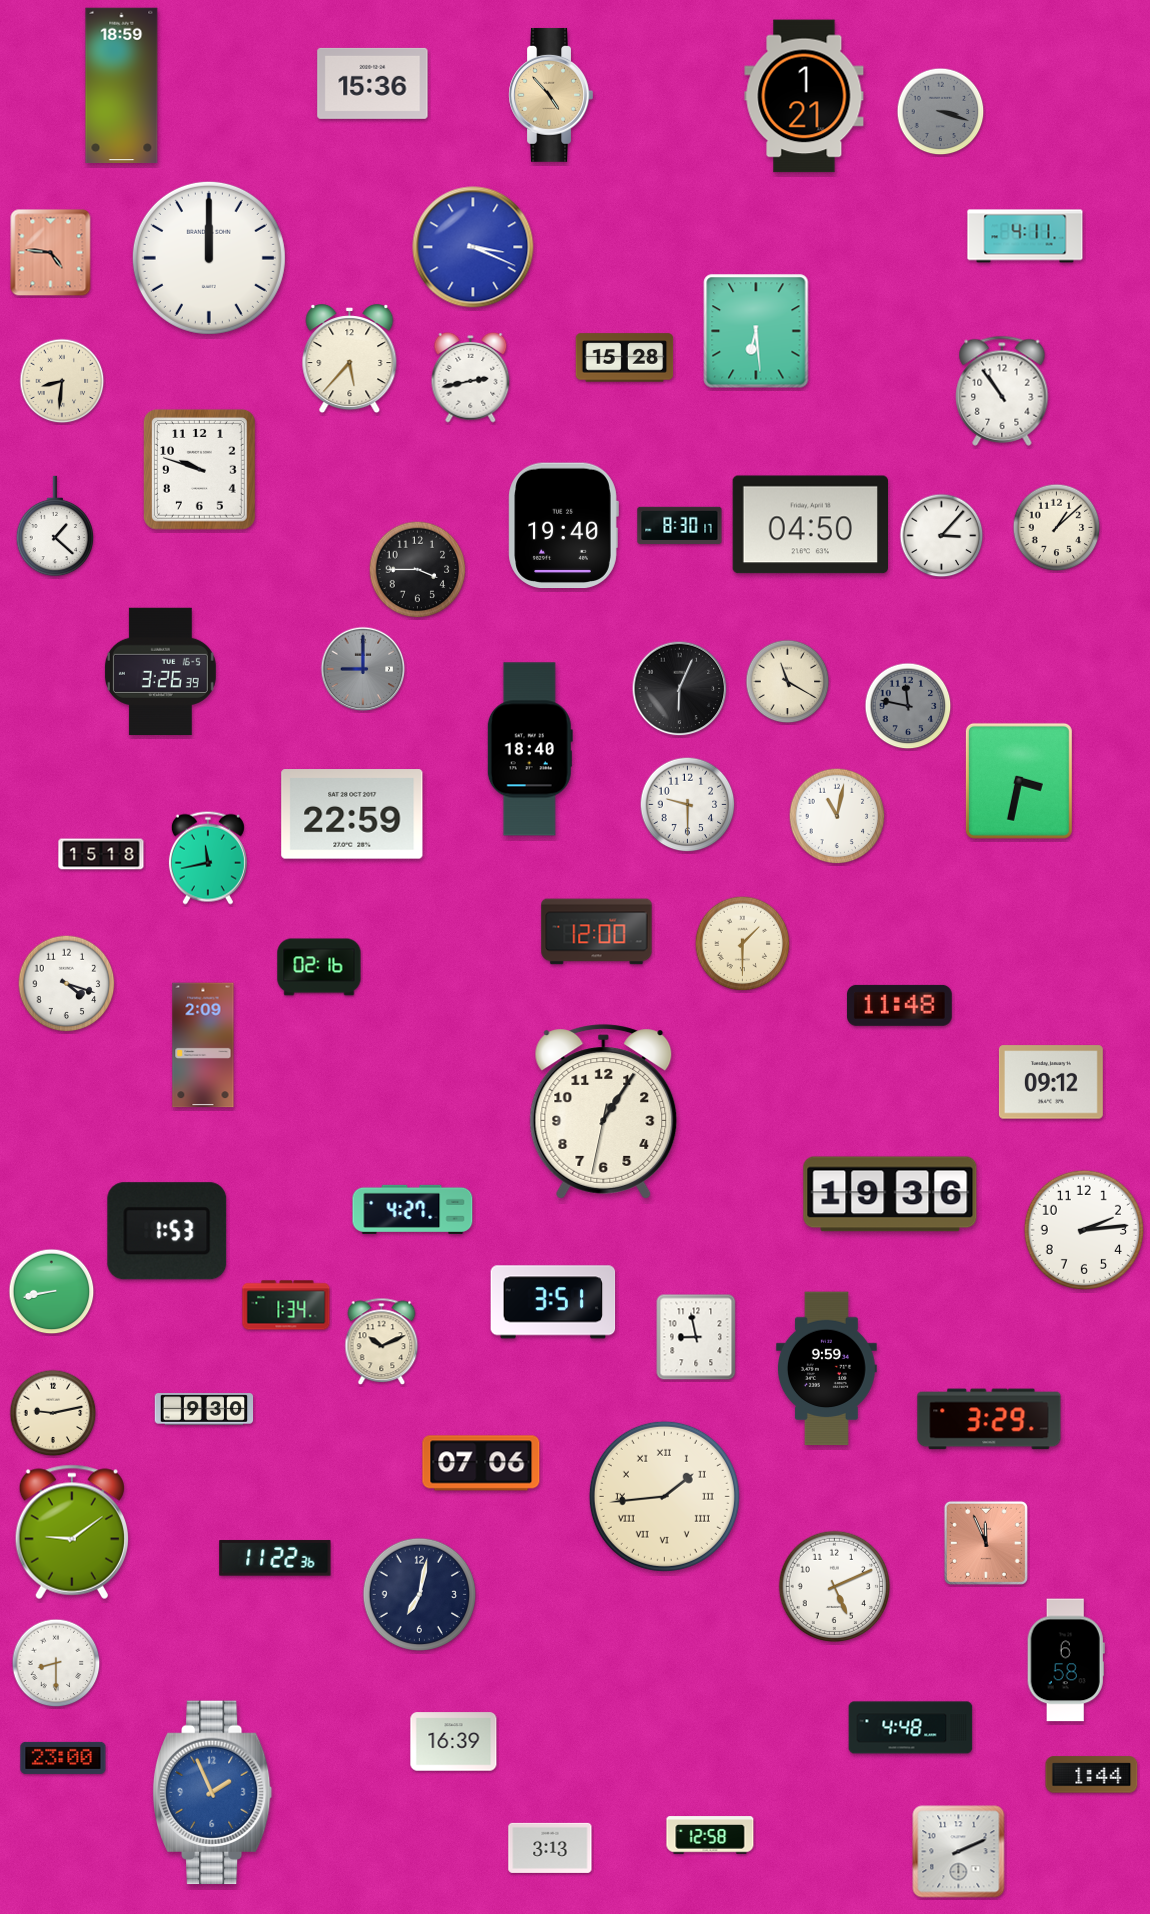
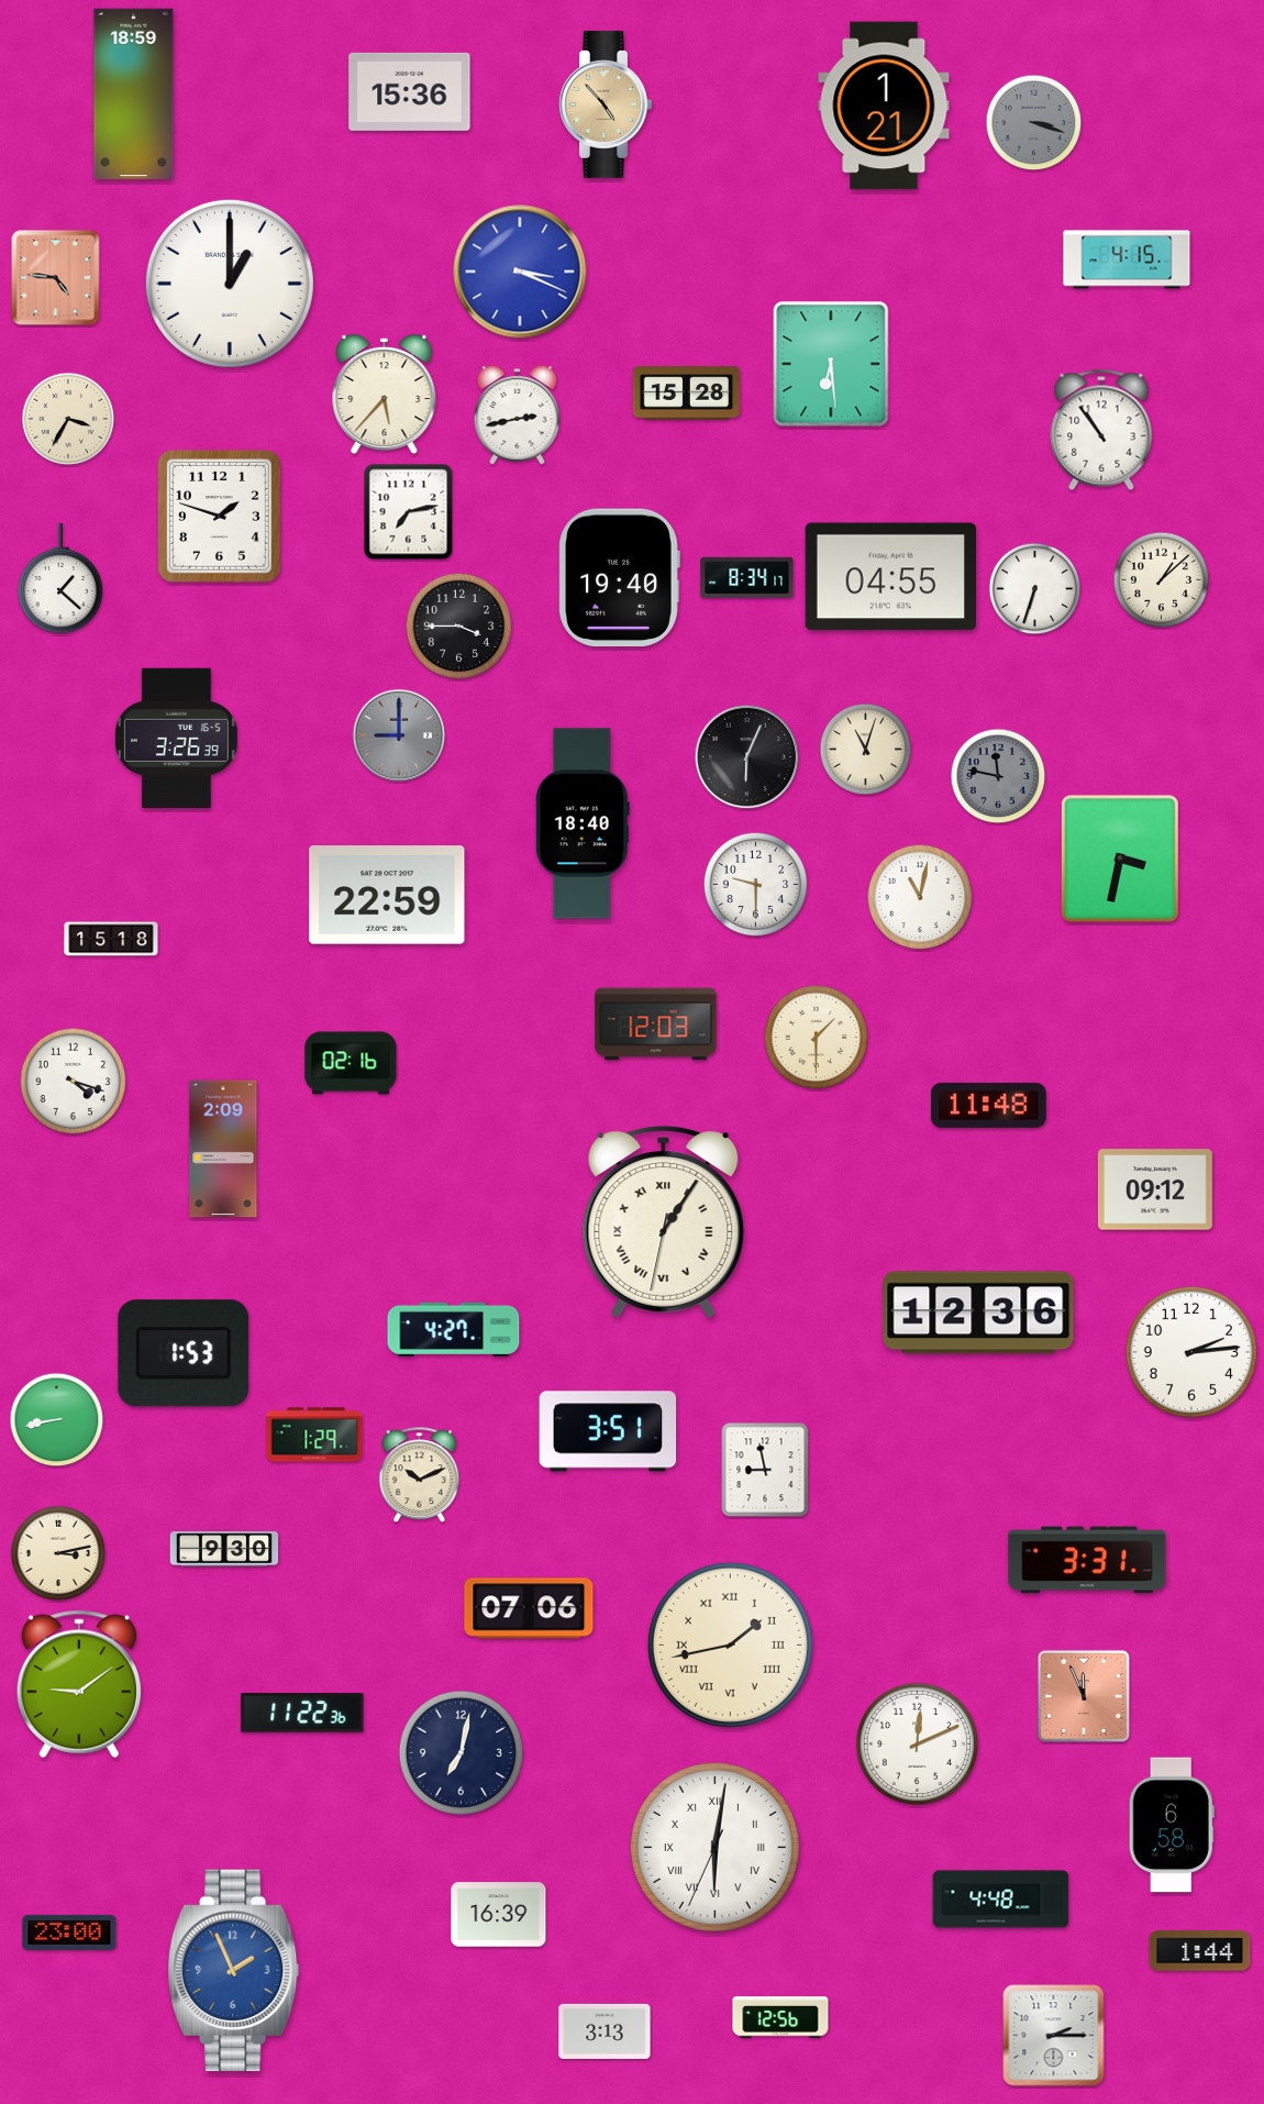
clock at (1025, 236): 4:11 -> 4:15
clock at (209, 258): 12:00 -> 1:00
clock at (62, 381): 8:31 -> 3:35
clock at (409, 512): none -> 7:13
clock at (199, 469): 9:48 -> 1:48
clock at (680, 525): 8:30 -> 8:34
clock at (810, 525): 04:50 -> 04:55
clock at (942, 536): 3:07 -> 6:33
clock at (788, 682): 11:20 -> 11:03
clock at (208, 858): 11:43 -> none
clock at (597, 932): 12:00 -> 12:03
clock at (604, 1112) numerals: Arabic -> Roman
clock at (890, 1194): 19:36 -> 12:36
clock at (286, 1305): 1:34 -> 1:29
clock at (826, 1369): 9:59 -> none
clock at (53, 1413): 9:13 -> 3:13
clock at (989, 1419): 3:29 -> 3:31
clock at (664, 1496): 1:44 -> 1:43
clock at (835, 1587): 5:11 -> 12:11
clock at (56, 1663): 8:30 -> none
clock at (714, 1847): none -> 6:01
clock at (710, 1835): 12:58 -> 12:56
clock at (959, 1852): 2:11 -> 2:15
